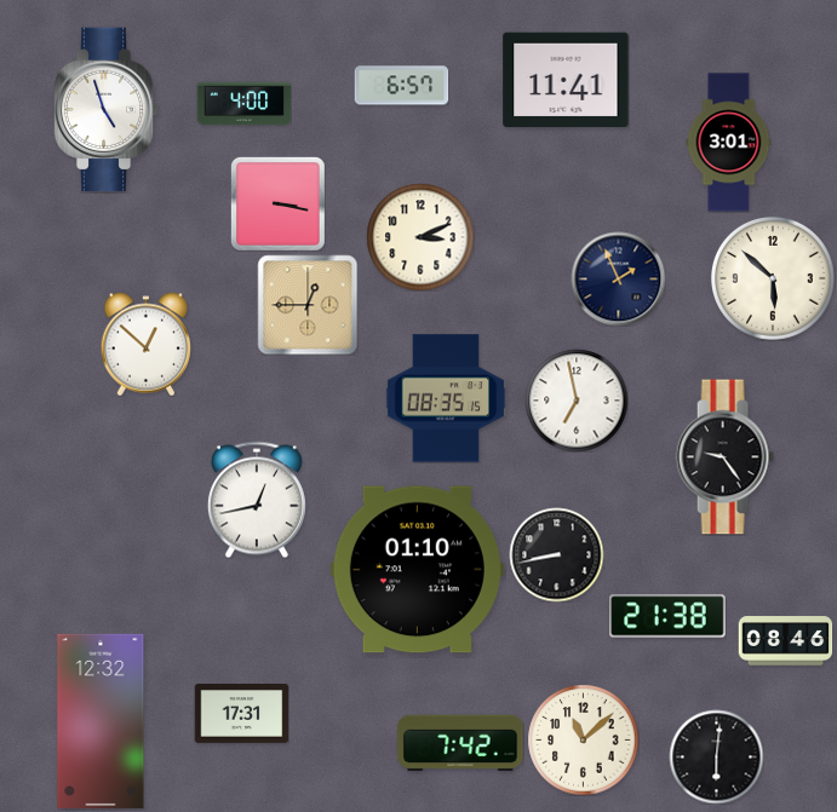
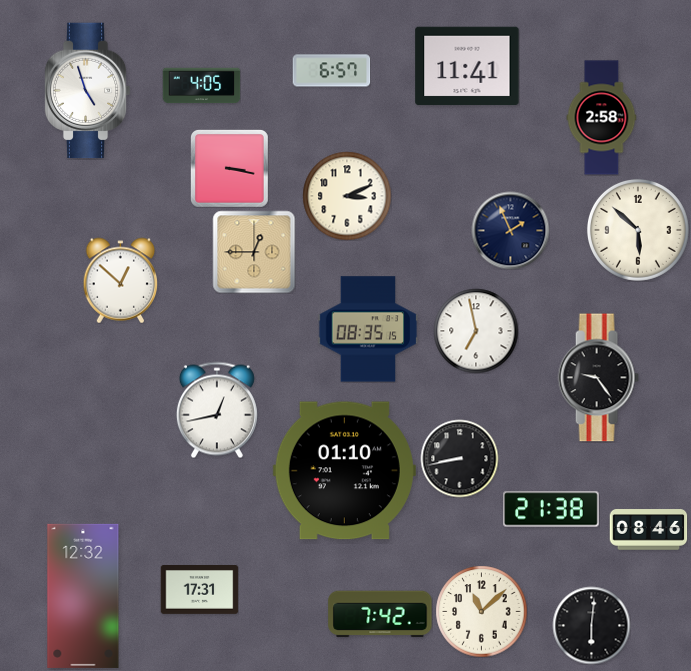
clock at (243, 104): 4:00 -> 4:05
clock at (729, 143): 3:01 -> 2:58
clock at (147, 344) position: (147, 344) -> (121, 280)
clock at (257, 500) position: (257, 500) -> (217, 410)
